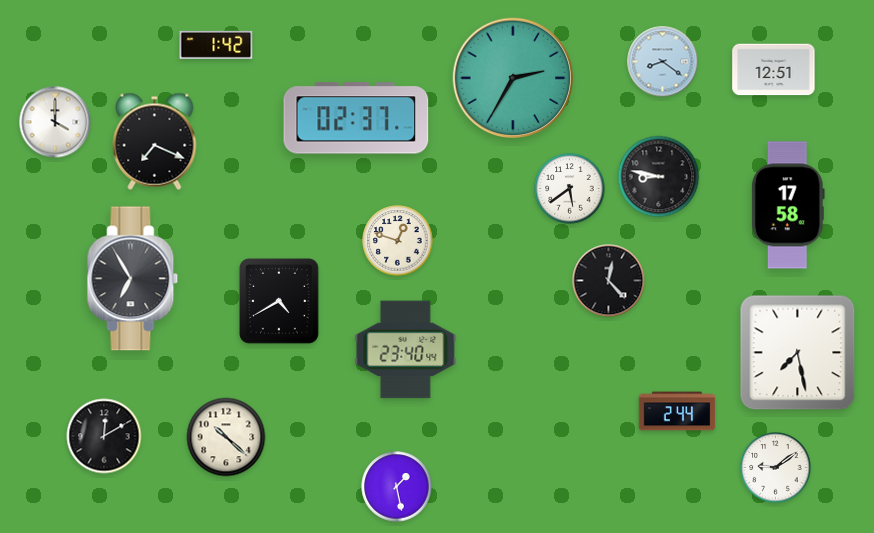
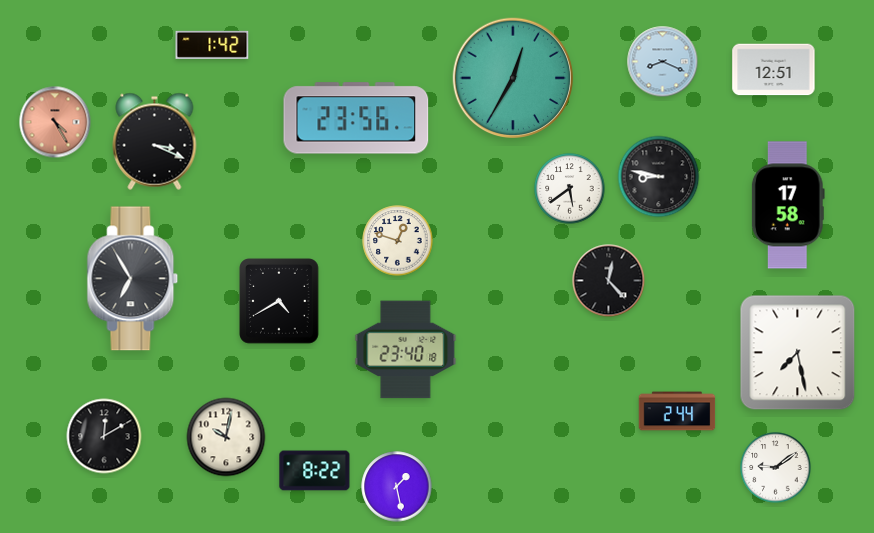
clock at (216, 45) position: (216, 45) -> (212, 45)
clock at (663, 62): 8:21 -> 8:19
clock at (513, 78): 2:35 -> 12:35
clock at (356, 118): 02:37 -> 23:56
clock at (55, 122): 4:00 -> 4:25
clock at (55, 122) dial: white -> salmon
clock at (155, 141): 7:19 -> 3:19
clock at (406, 350): 23:40:44 -> 23:40:18
clock at (226, 437): 10:22 -> 10:02
clock at (315, 471): none -> 8:22
